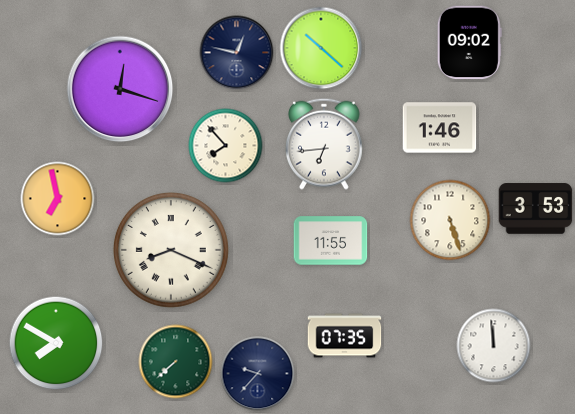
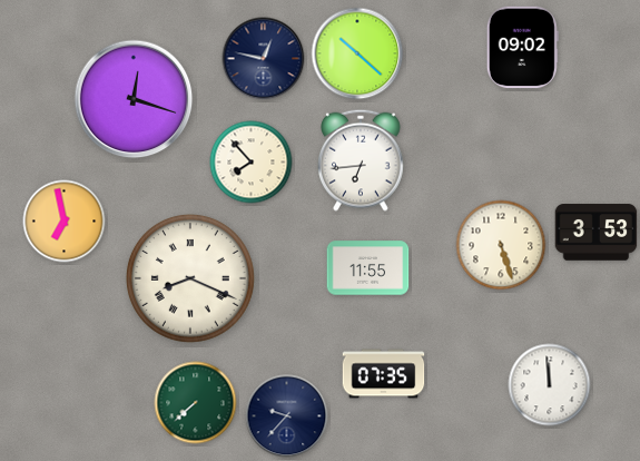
clock at (440, 128): 1:46 -> none
clock at (56, 343): 7:50 -> none
